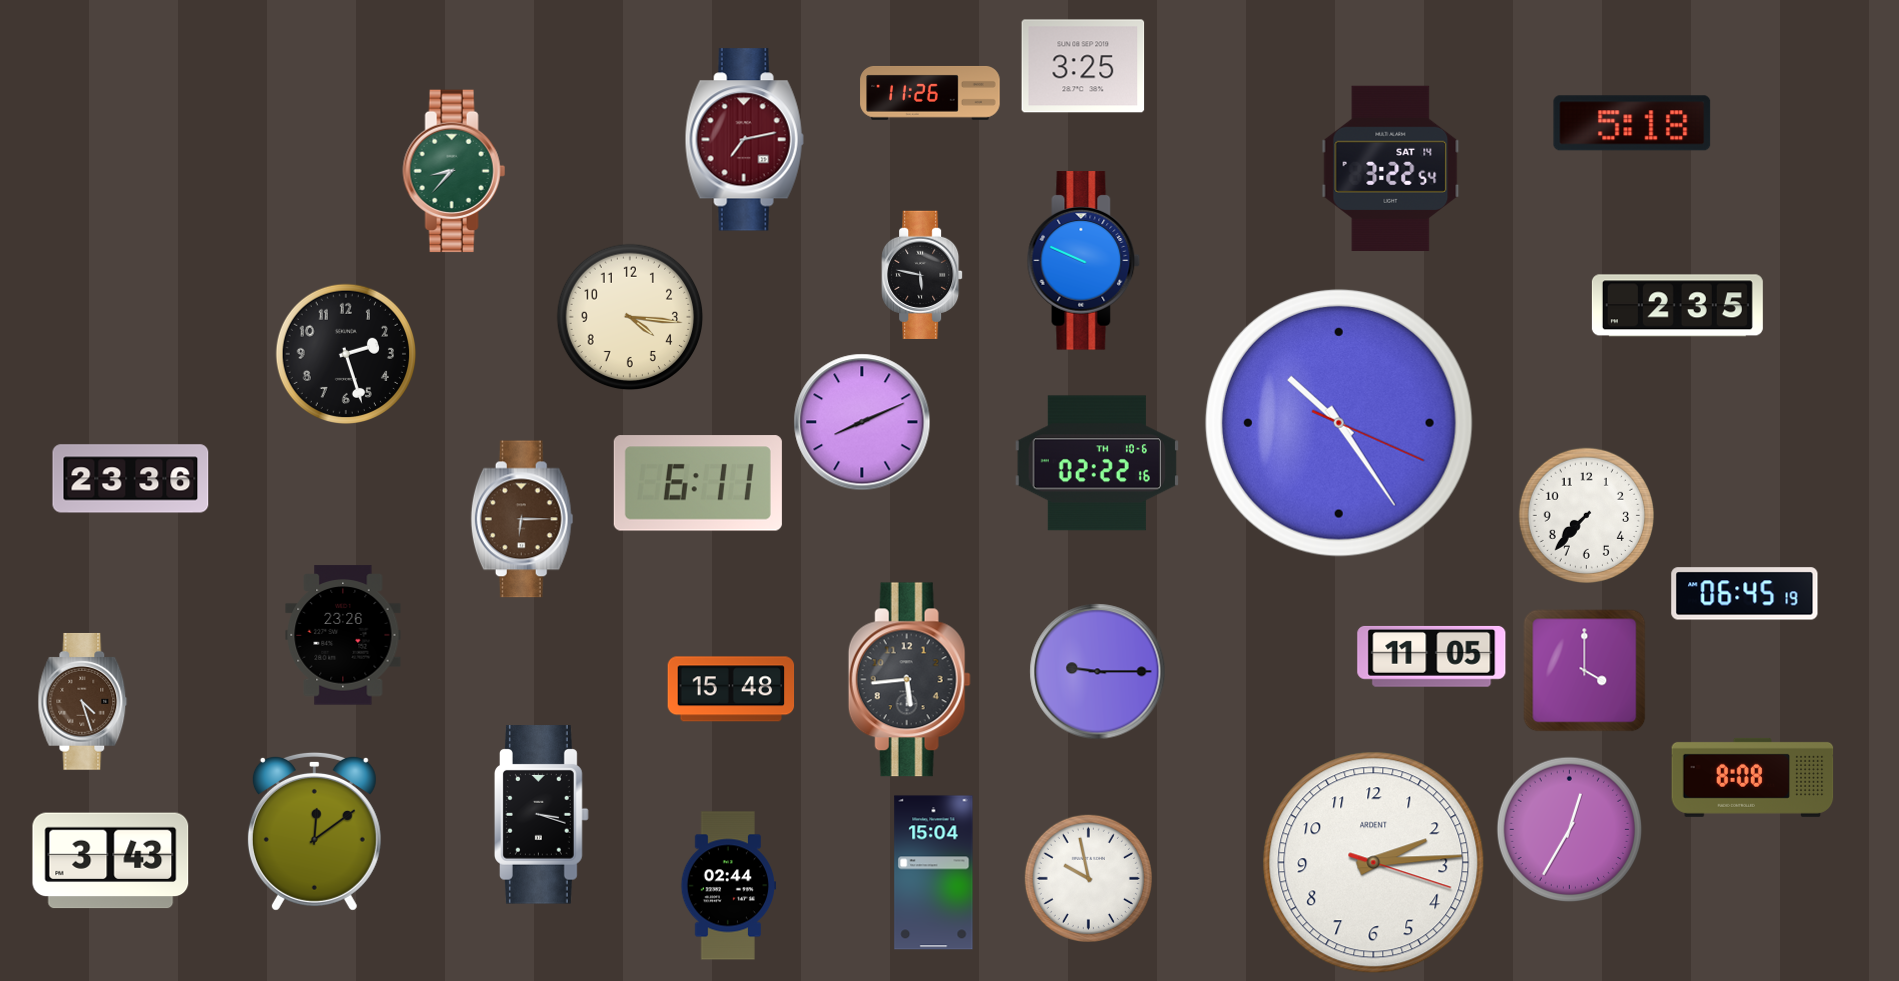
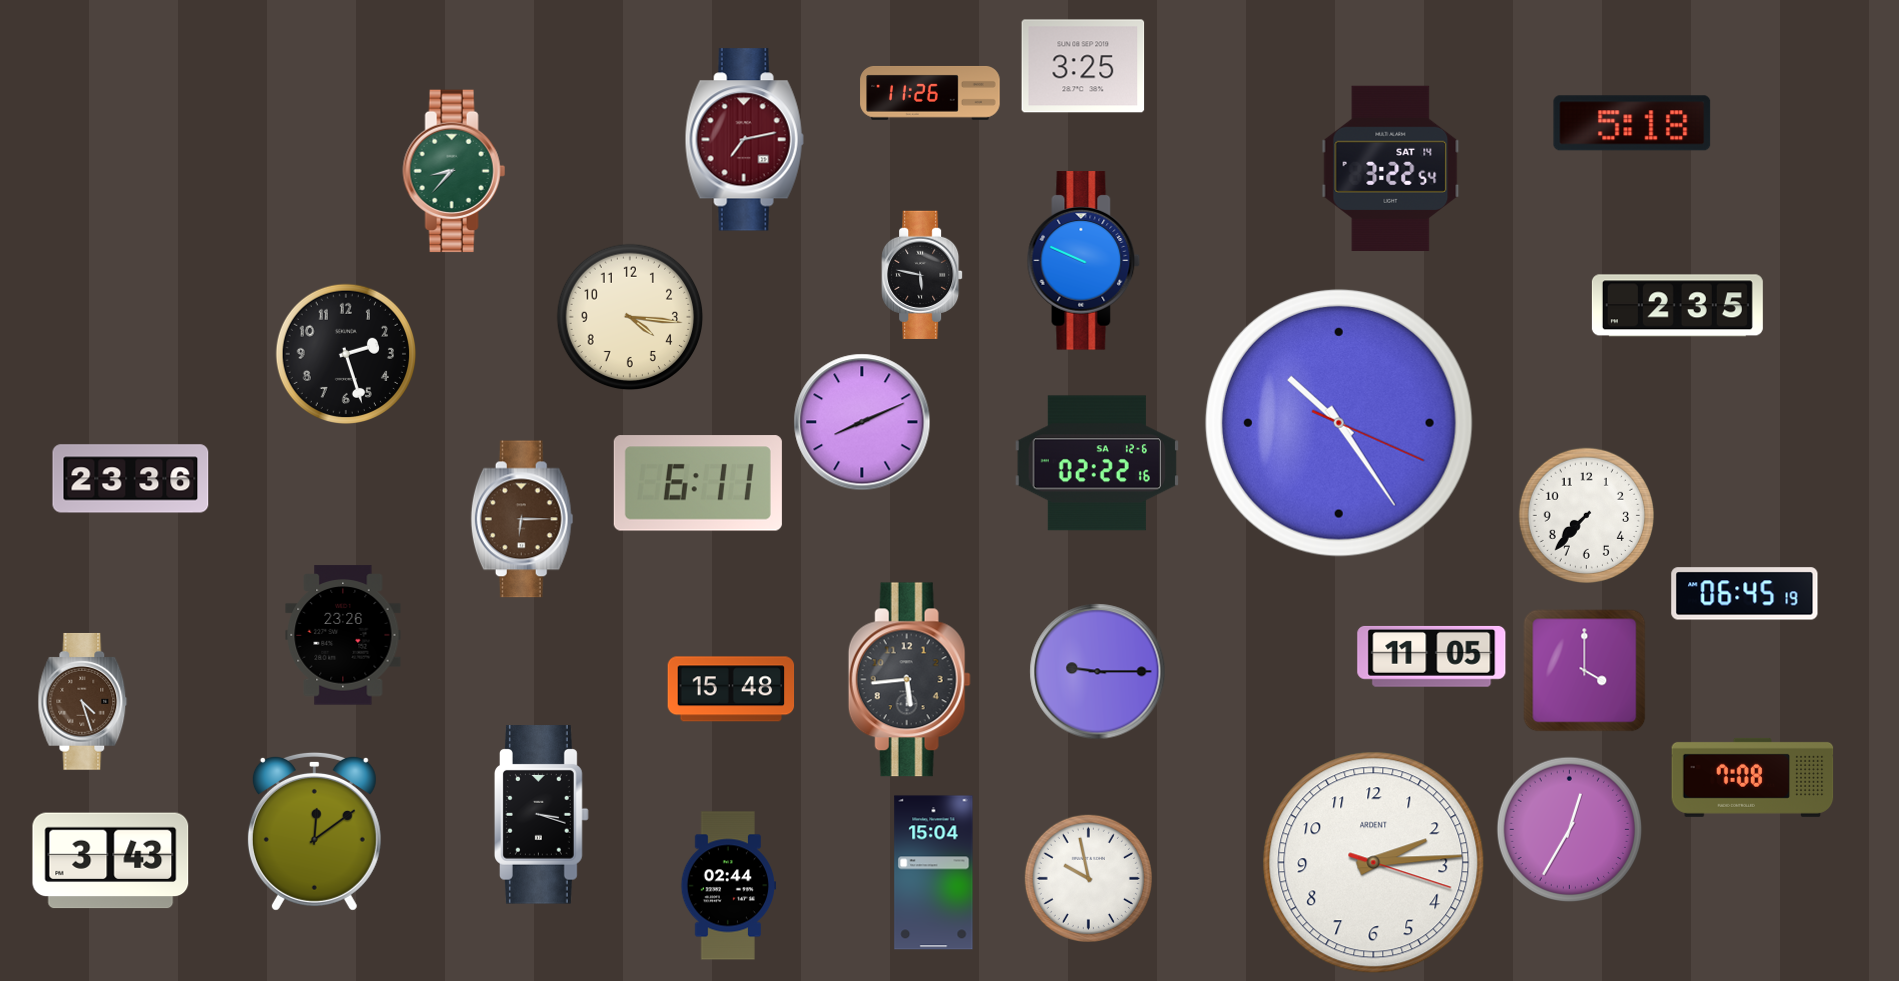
clock at (1097, 463) date: TH 10-6 -> SA 12-6
clock at (1753, 777): 8:08 -> 7:08
